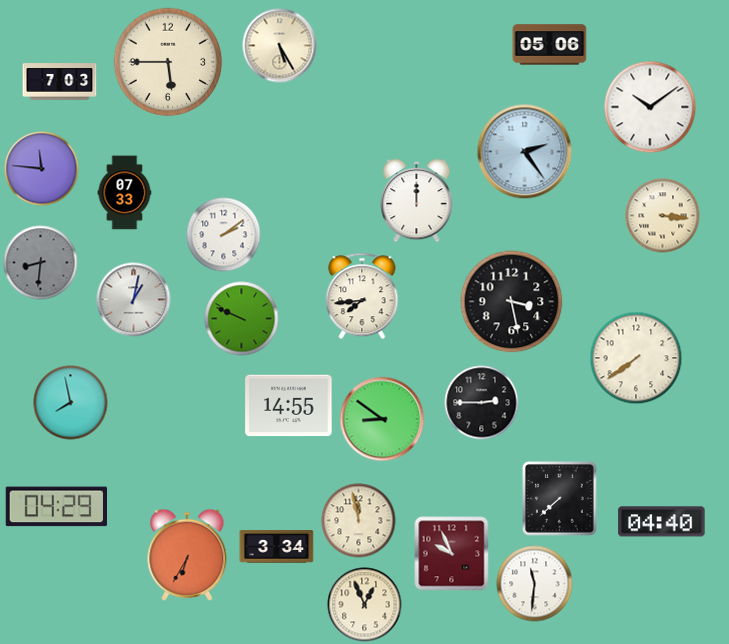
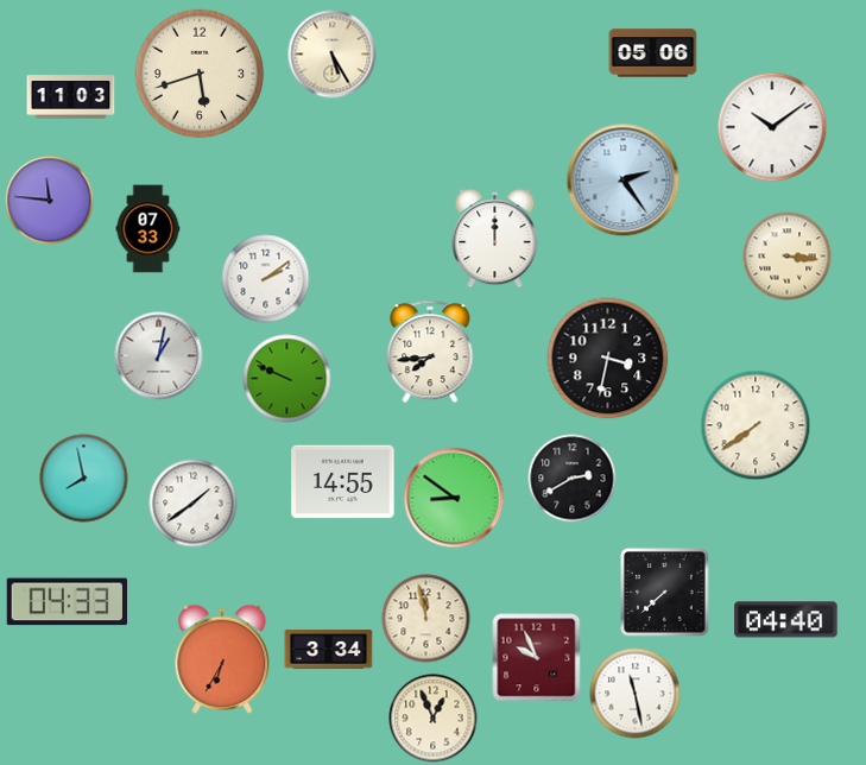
clock at (168, 62): 5:45 -> 5:42
clock at (60, 82): 7:03 -> 11:03
clock at (41, 263): 8:31 -> none
clock at (512, 302): 3:28 -> 3:32
clock at (482, 403): 2:45 -> 2:40
clock at (194, 504): none -> 1:39
clock at (56, 507): 04:29 -> 04:33
clock at (535, 584): 11:31 -> 11:28
